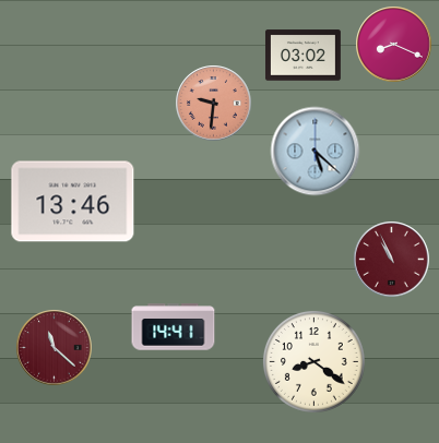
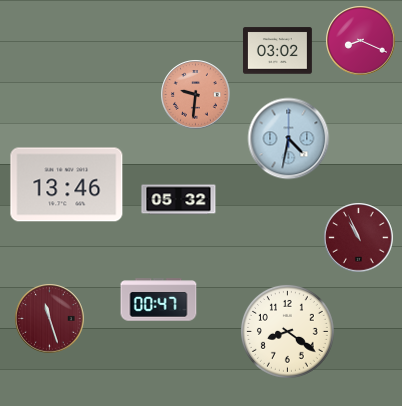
clock at (316, 152): 5:22 -> 4:32
clock at (179, 200): none -> 05:32
clock at (174, 327): 14:41 -> 00:47
clock at (55, 348): 11:22 -> 11:27
